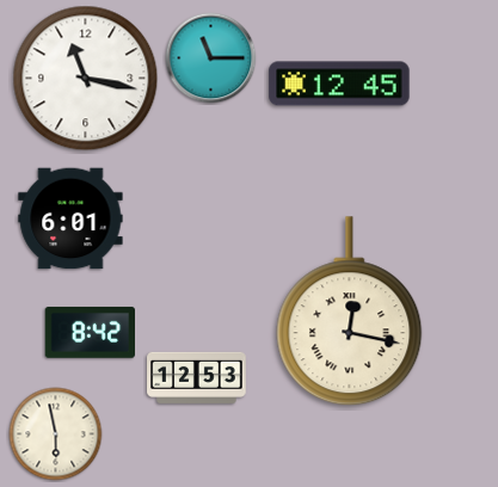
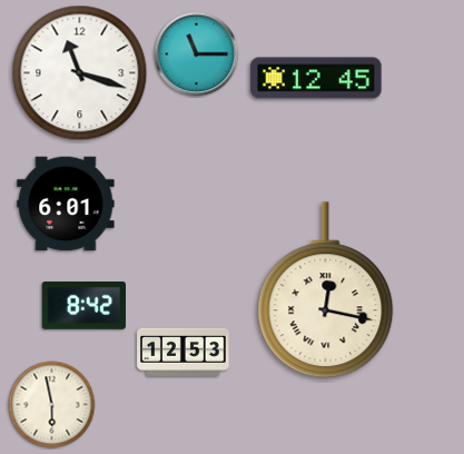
clock at (86, 79): 11:17 -> 11:18
clock at (90, 332) position: (90, 332) -> (83, 305)
